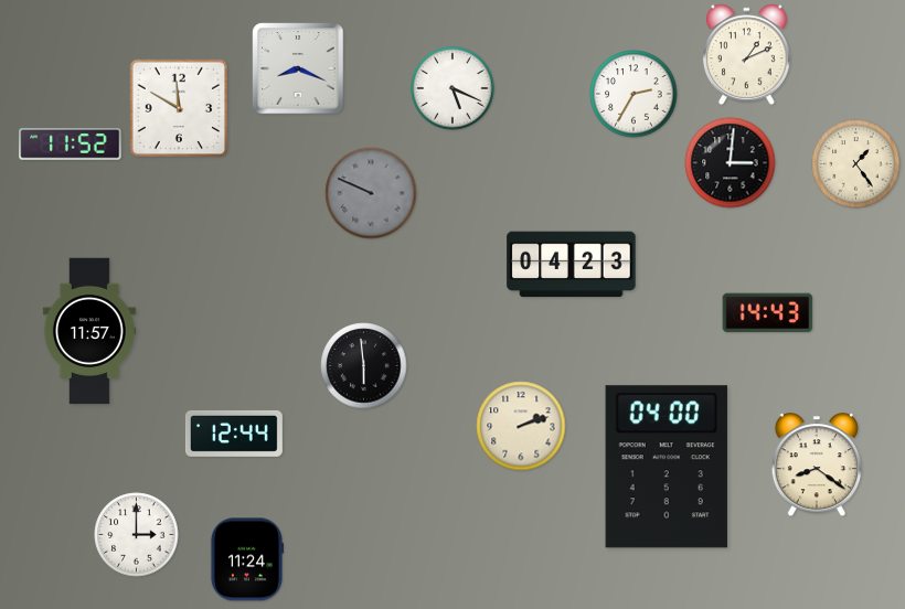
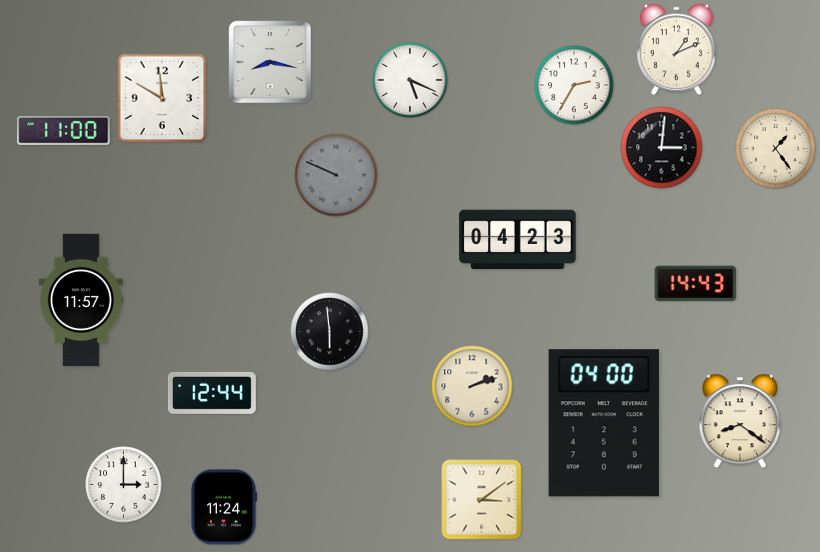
clock at (298, 68): 8:19 -> 8:17
clock at (71, 145): 11:52 -> 11:00
clock at (482, 500): none -> 3:09
